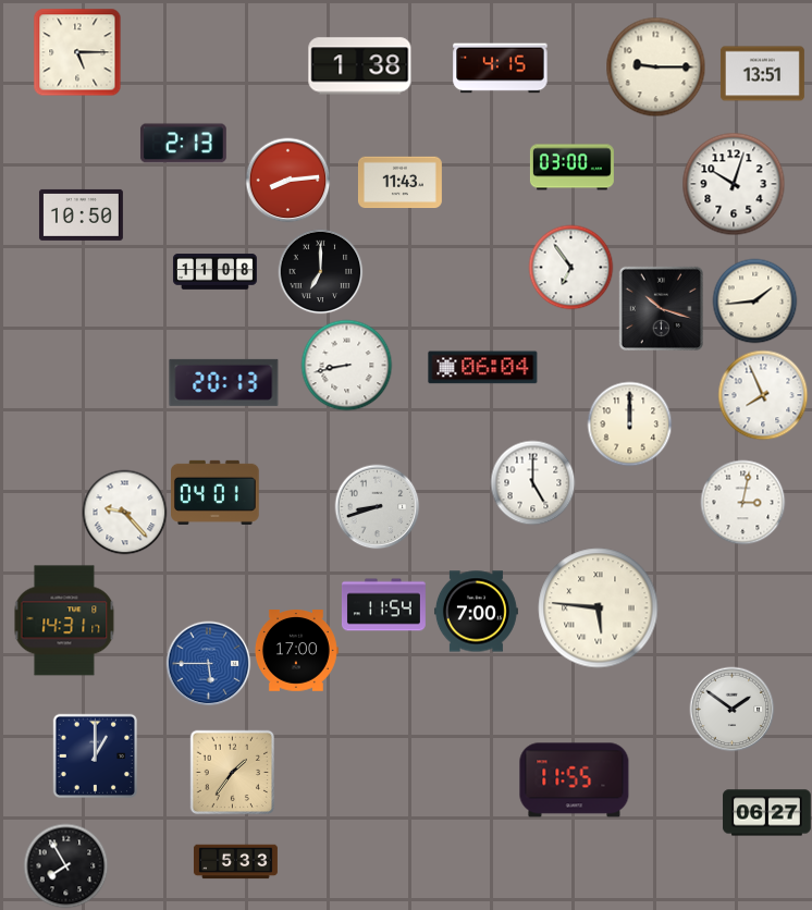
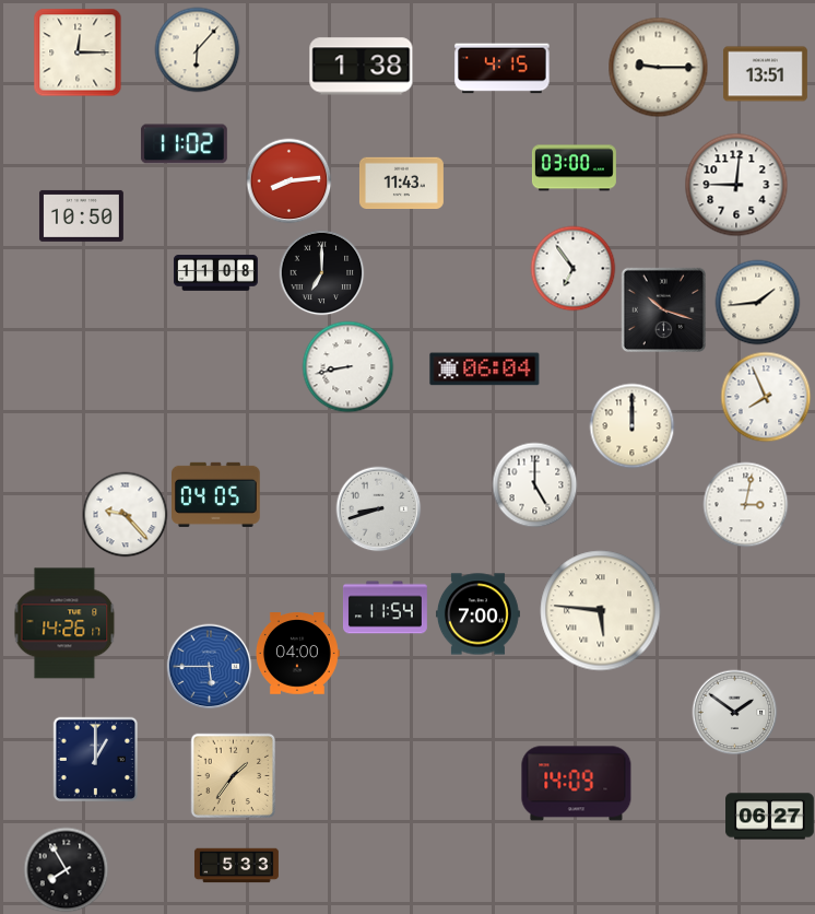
clock at (197, 49): none -> 6:07
clock at (77, 52): 5:15 -> 12:15
clock at (183, 144): 2:13 -> 11:02
clock at (734, 184): 10:03 -> 9:01
clock at (224, 382): 20:13 -> none
clock at (216, 492): 04:01 -> 04:05
clock at (64, 620): 14:31 -> 14:26
clock at (296, 651): 17:00 -> 04:00
clock at (575, 780): 11:55 -> 14:09
